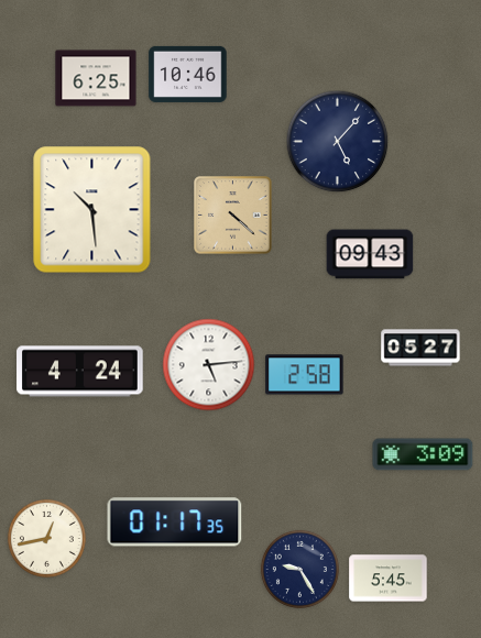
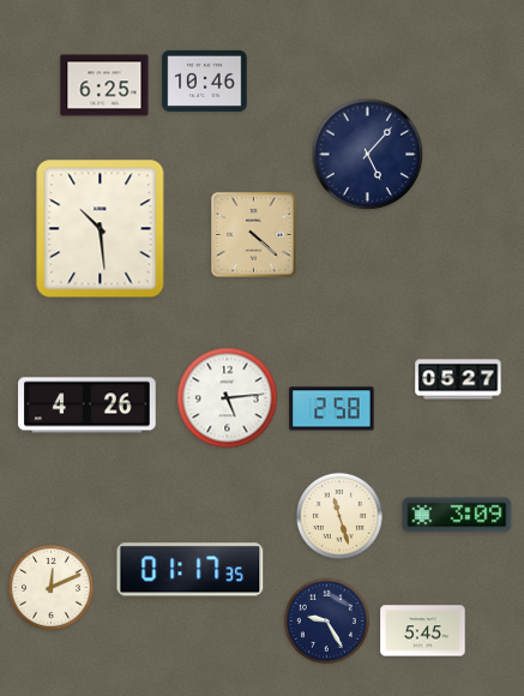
clock at (370, 254): 09:43 -> none
clock at (80, 372): 4:24 -> 4:26
clock at (423, 454) position: (423, 454) -> (457, 515)
clock at (339, 516): none -> 11:27
clock at (46, 538): 12:43 -> 12:11
